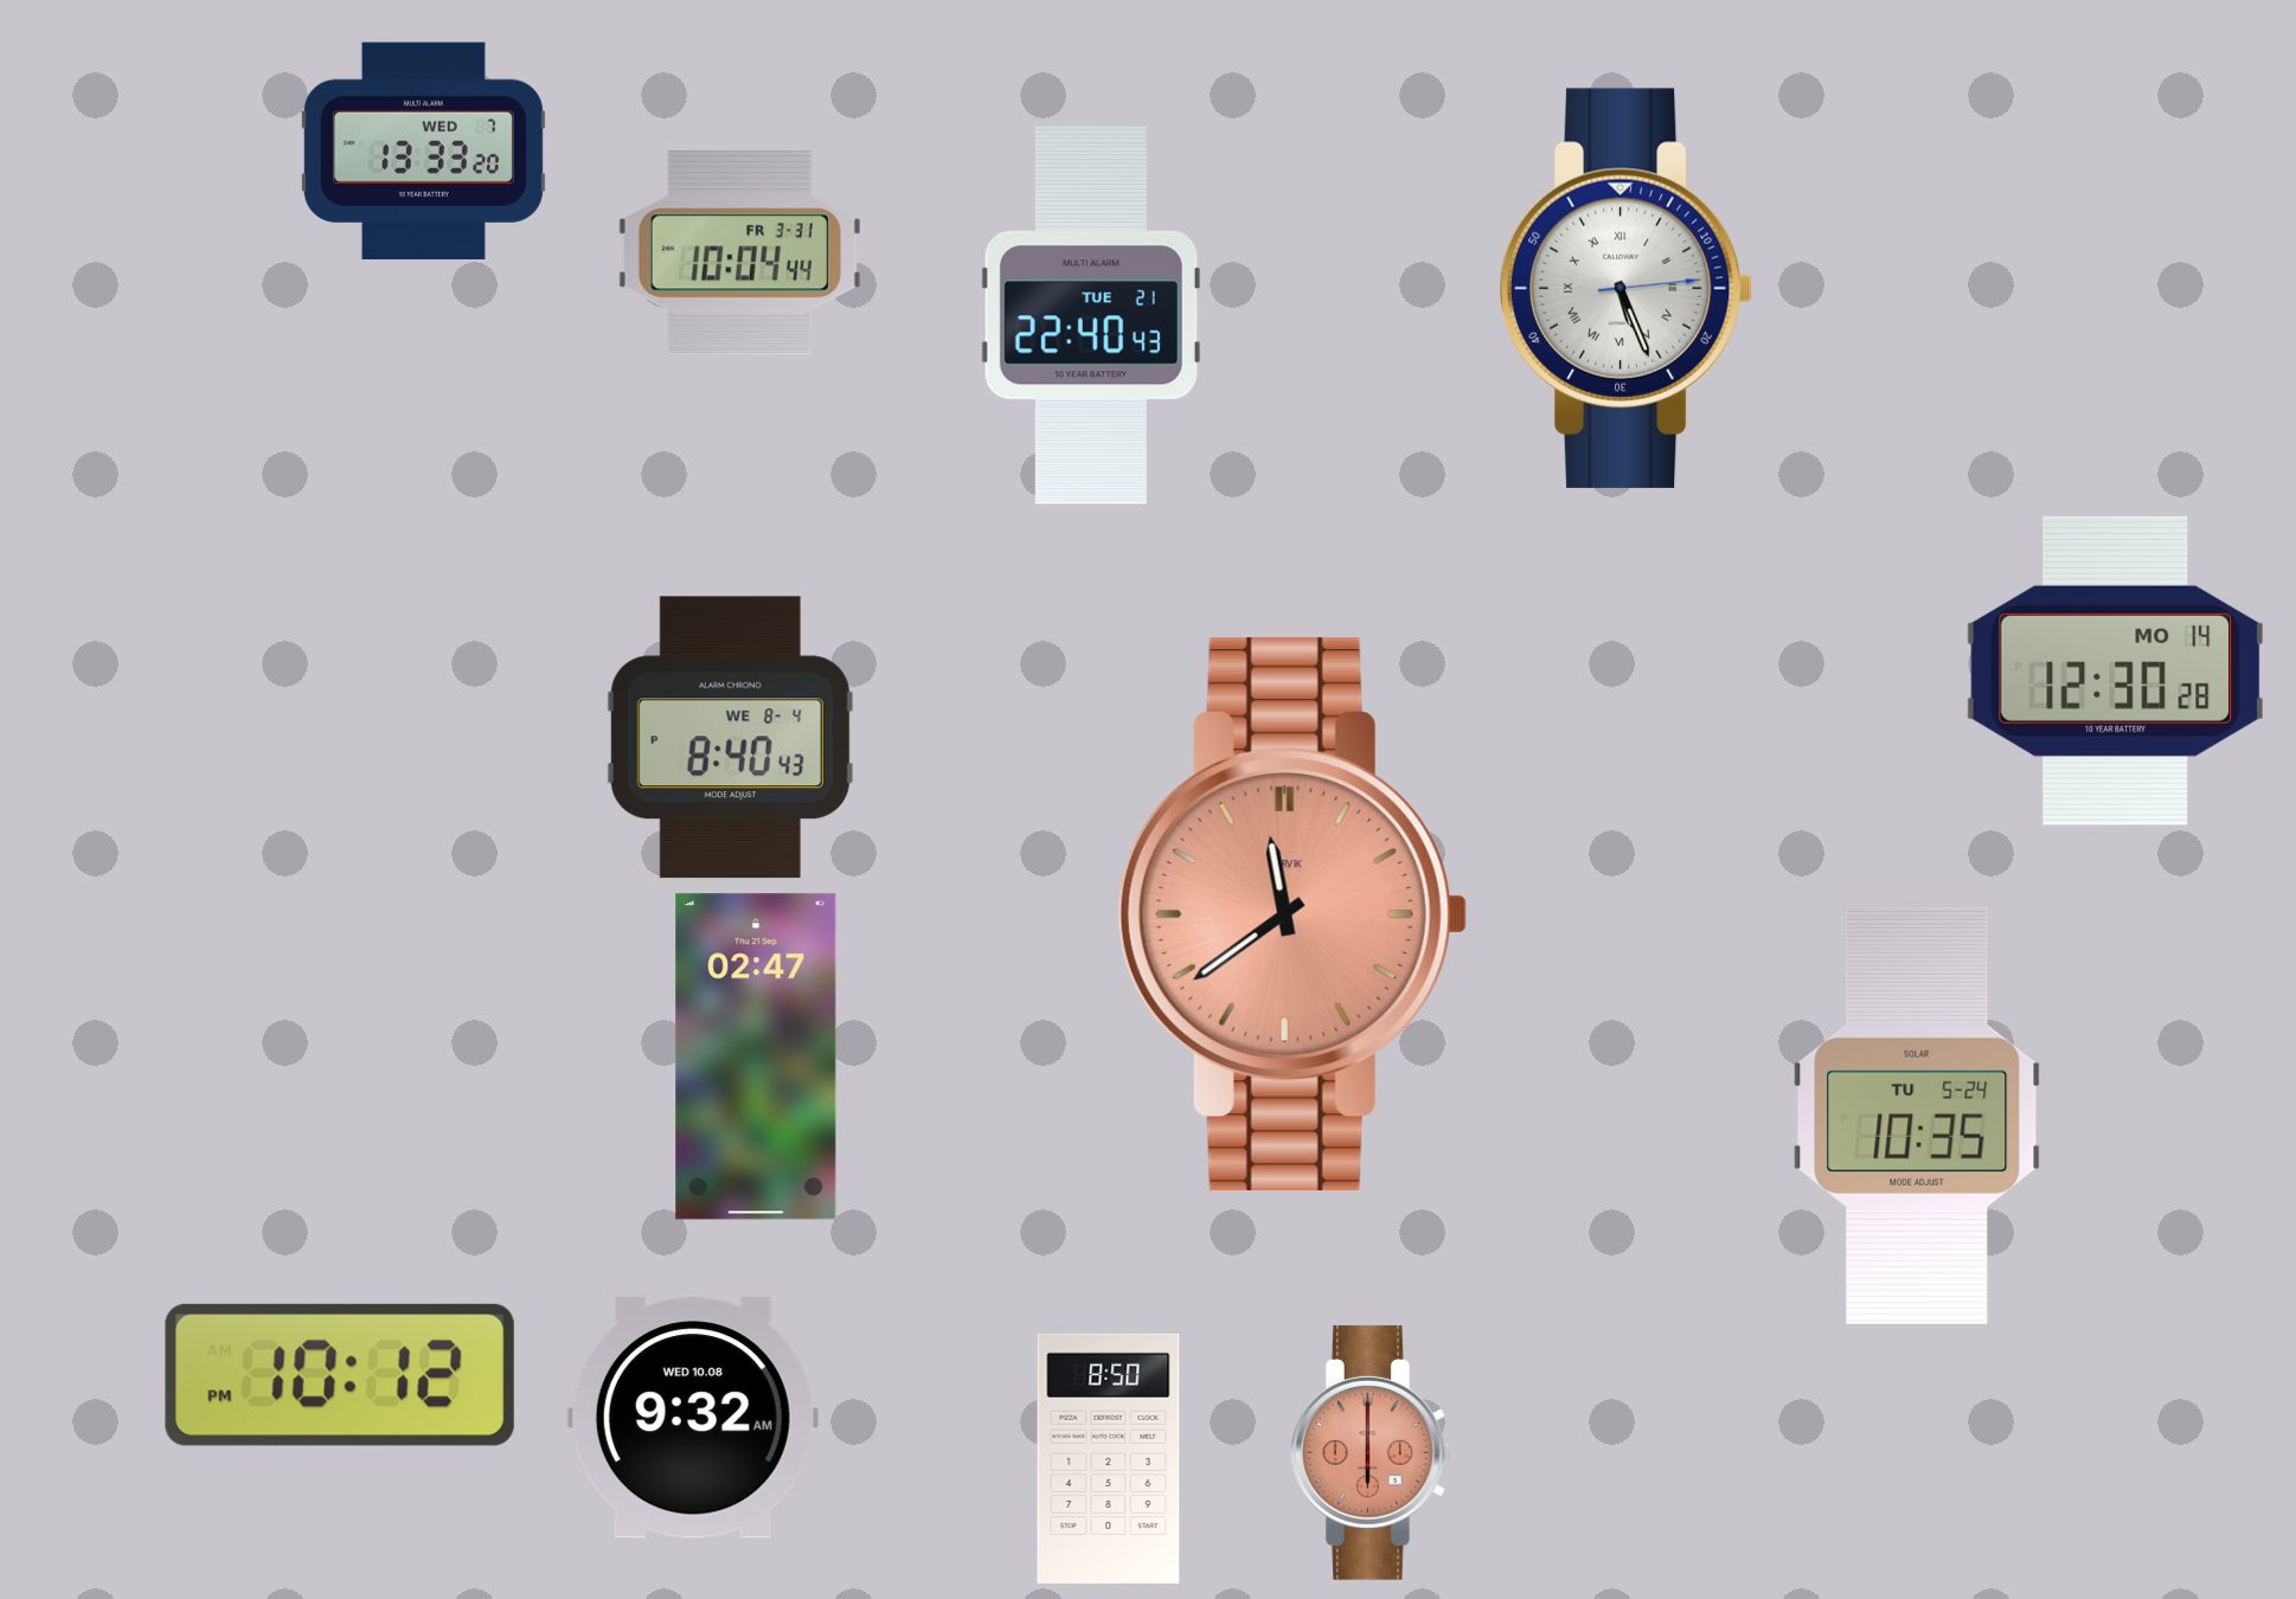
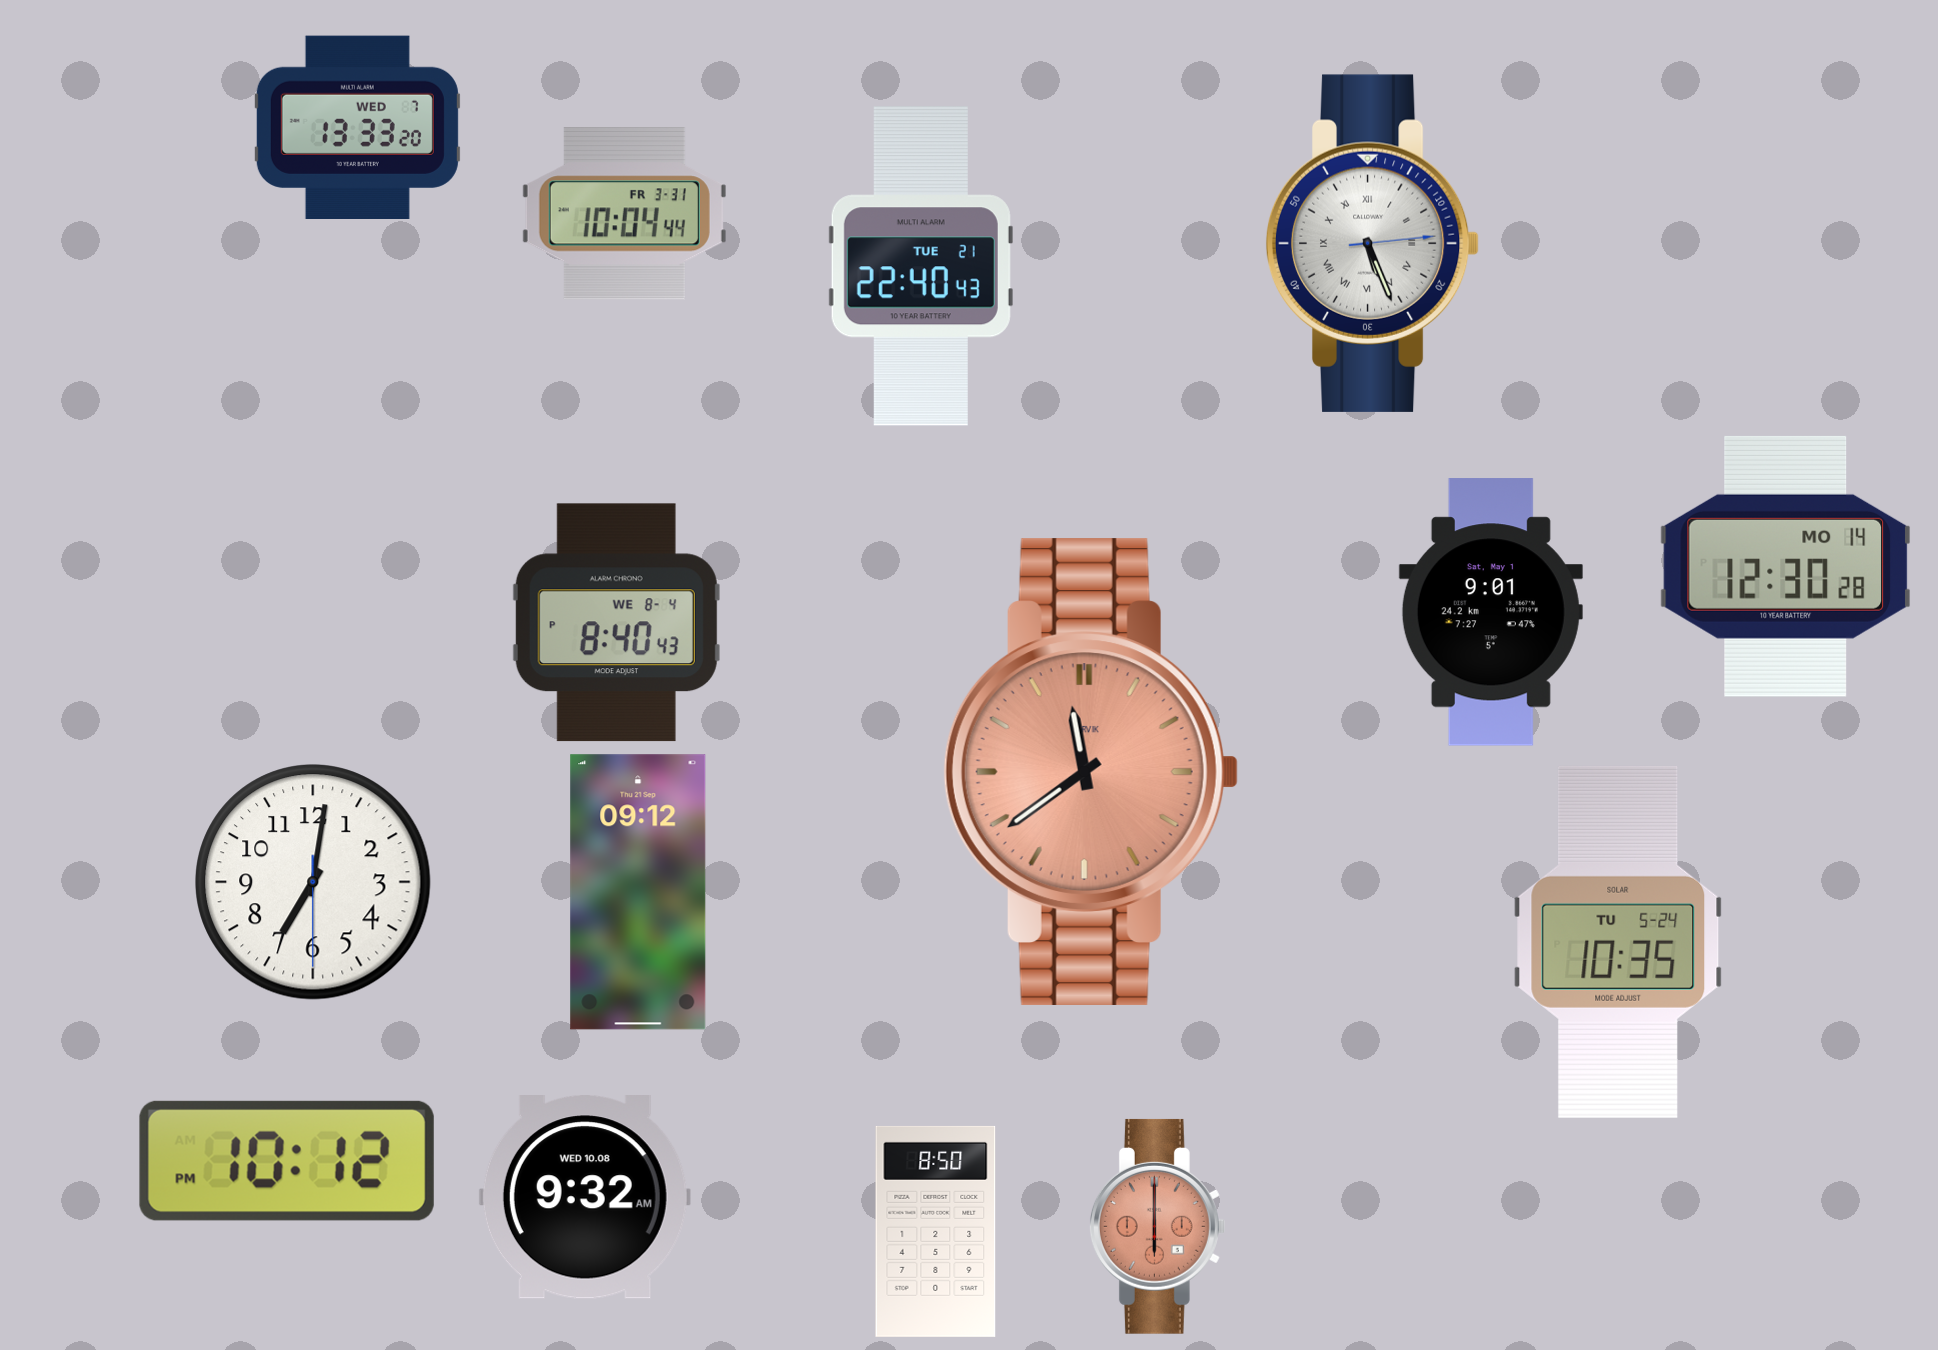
clock at (1491, 612): none -> 9:01
clock at (313, 882): none -> 7:01
clock at (756, 1057): 02:47 -> 09:12
